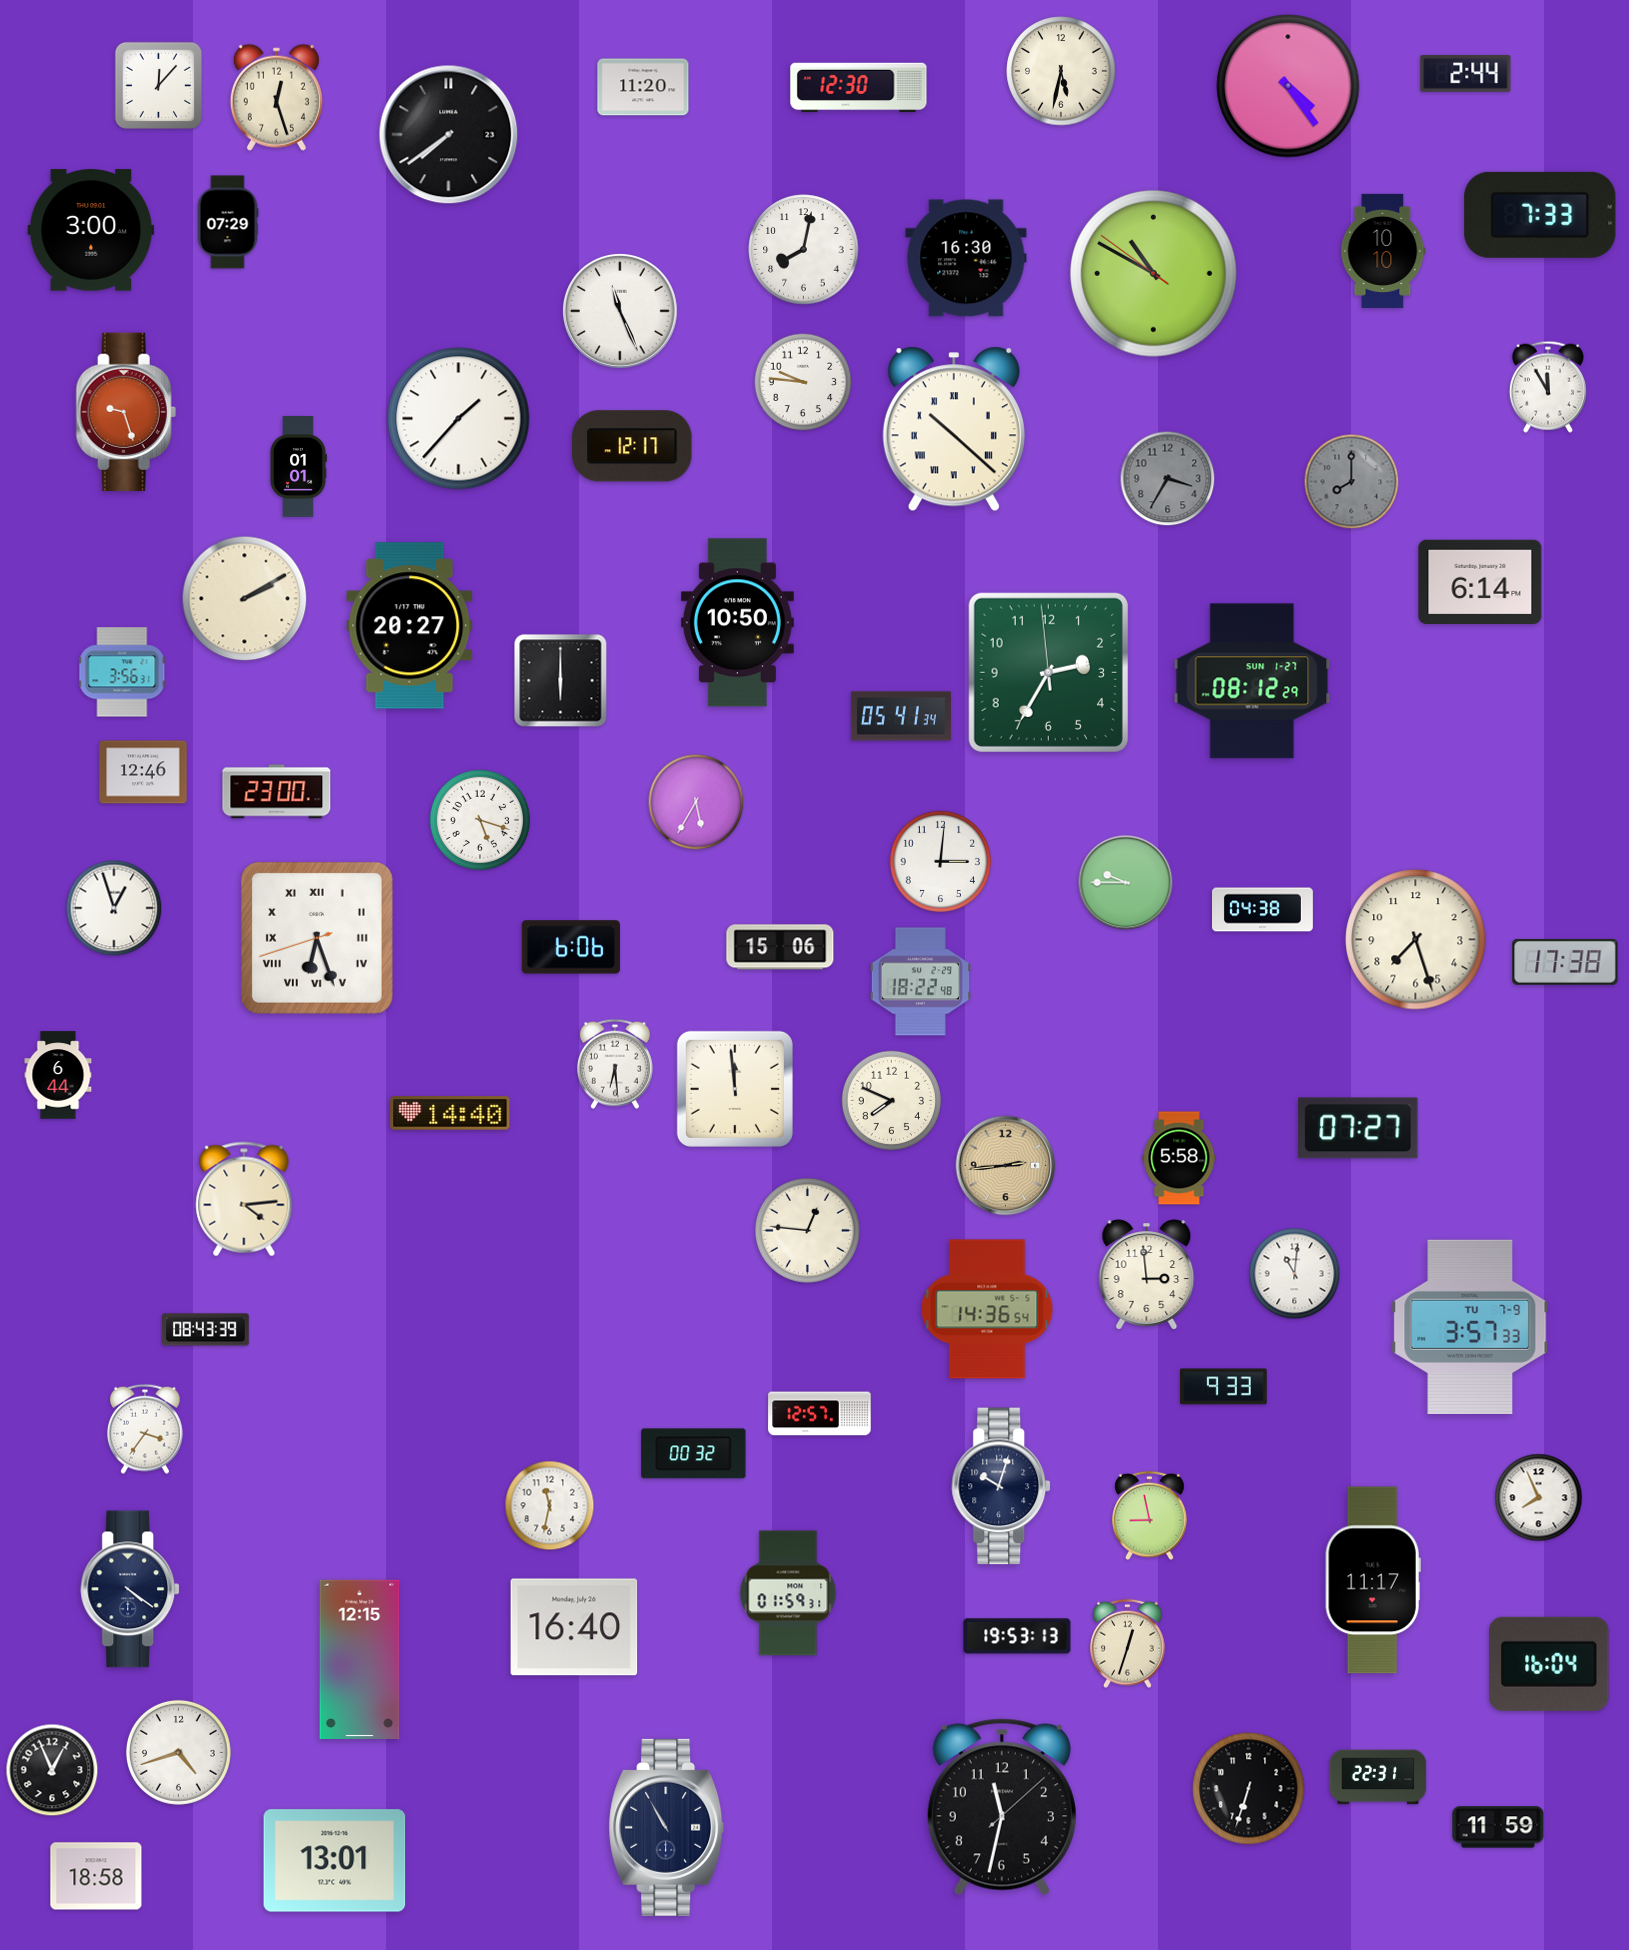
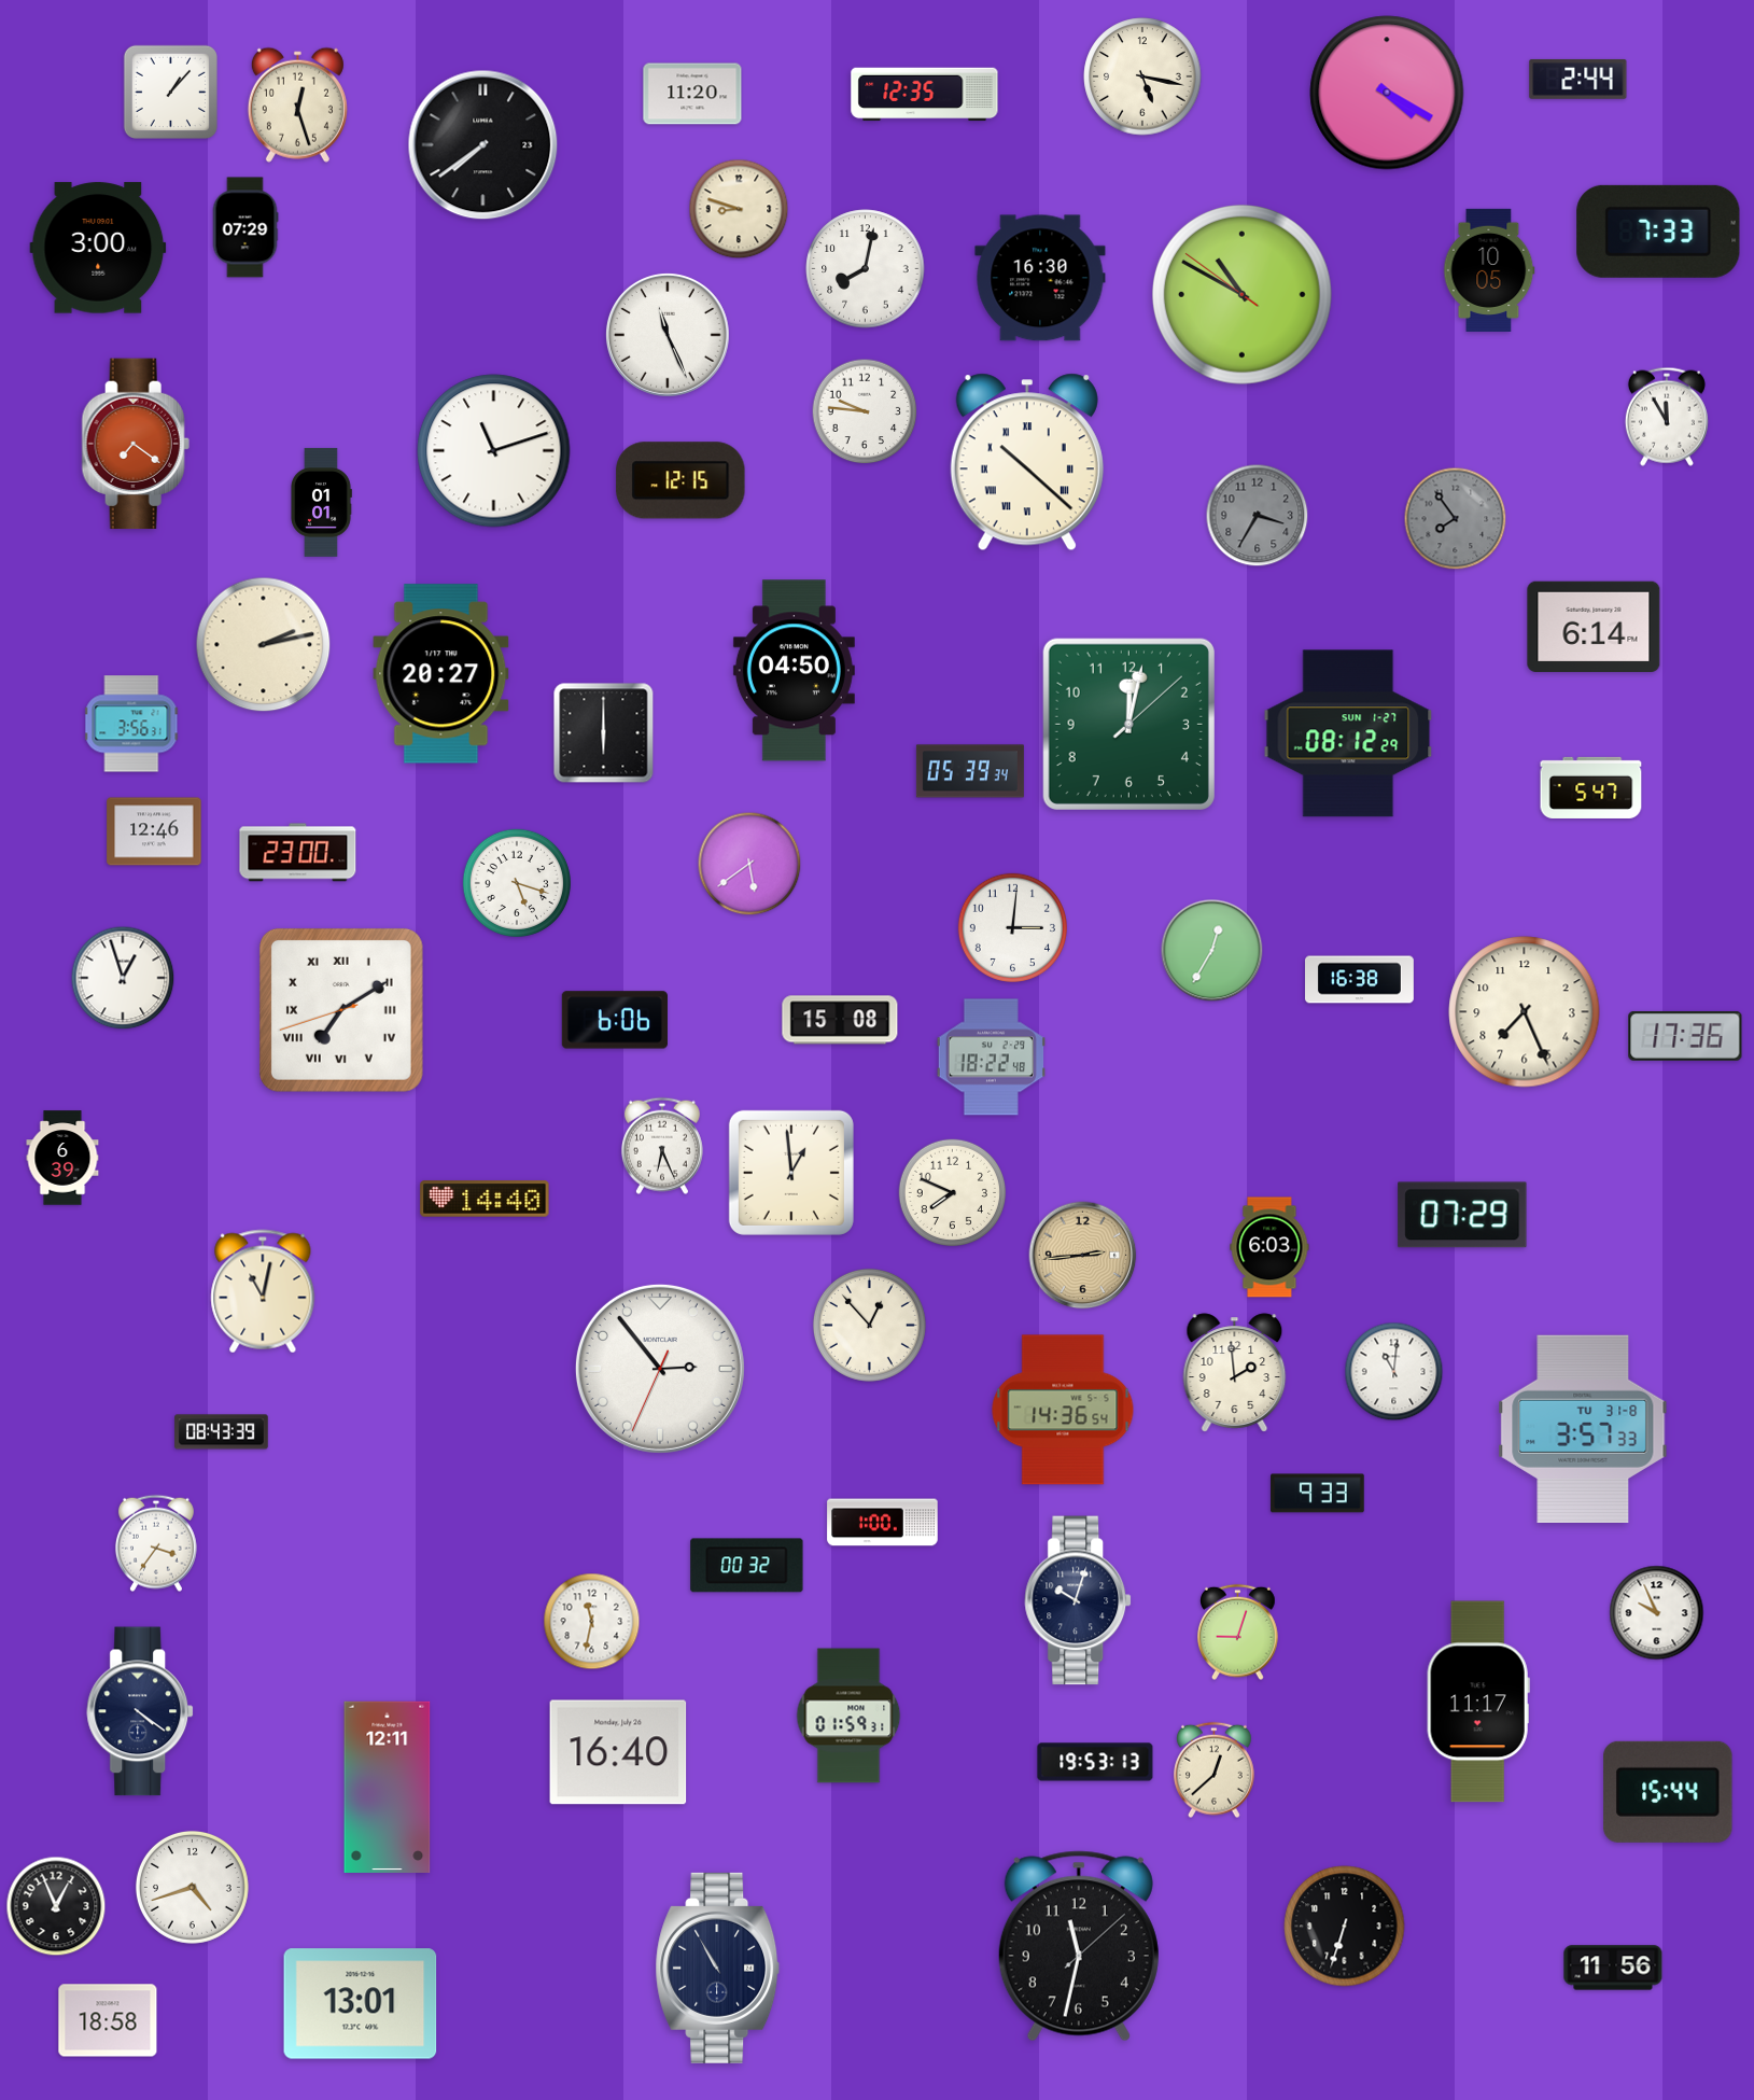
clock at (1061, 71): 5:32 -> 5:17
clock at (158, 85): 12:07 -> 1:07
clock at (1288, 86): 4:24 -> 4:20
clock at (859, 88): 12:30 -> 12:35
clock at (739, 209): none -> 8:48
clock at (228, 222) position: (228, 222) -> (245, 227)
clock at (1383, 251): 10:10 -> 10:05
clock at (126, 412): 9:27 -> 7:21
clock at (459, 419): 1:37 -> 11:12
clock at (632, 446): 12:17 -> 12:15
clock at (1352, 482): 8:00 -> 7:54
clock at (245, 599): 2:10 -> 2:13
clock at (737, 623): 10:50 -> 04:50
clock at (1048, 672): 2:34 -> 12:02
clock at (901, 716): 05:41 -> 05:39
clock at (1591, 787): none -> 5:47
clock at (696, 802): 5:35 -> 5:39
clock at (1126, 883): 9:45 -> 12:35
clock at (1263, 910): 04:38 -> 16:38
clock at (317, 938): 6:26 -> 7:09
clock at (1416, 940): 7:27 -> 7:26
clock at (780, 947): 15:06 -> 15:08
clock at (1565, 962): 17:38 -> 17:36
clock at (615, 1064): 6:29 -> 6:26
clock at (58, 1075): 6:44 -> 6:39
clock at (735, 1089): 11:59 -> 12:59
clock at (892, 1101) position: (892, 1101) -> (953, 1193)
clock at (1358, 1128): 07:27 -> 07:29
clock at (1179, 1158): 5:58 -> 6:03
clock at (244, 1199): 4:14 -> 11:02
clock at (807, 1230): 12:46 -> 12:53
clock at (660, 1369): none -> 2:53
clock at (1147, 1275): 2:59 -> 1:59
clock at (1470, 1327) date: TU 7-9 -> TU 31-8
clock at (820, 1414): 12:57 -> 1:00
clock at (145, 1429) position: (145, 1429) -> (156, 1543)
clock at (1539, 1498): 7:56 -> 9:56
clock at (1150, 1516): 8:58 -> 9:03
clock at (1128, 1644): 12:33 -> 12:38
clock at (360, 1659): 12:15 -> 12:11
clock at (1549, 1664): 16:04 -> 15:44
clock at (1378, 1777): 22:31 -> none
clock at (1498, 1827): 11:59 -> 11:56
clock at (96, 1876) position: (96, 1876) -> (108, 2020)
